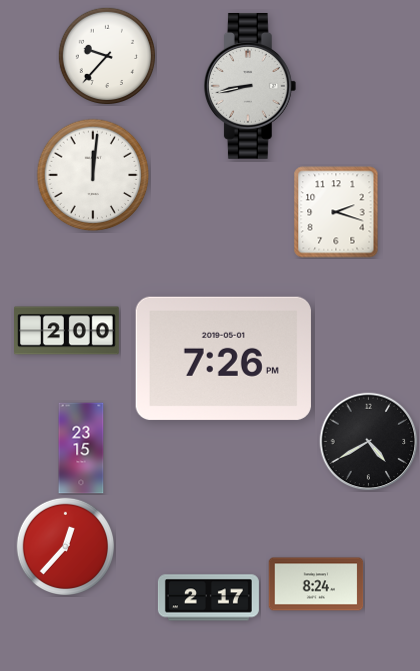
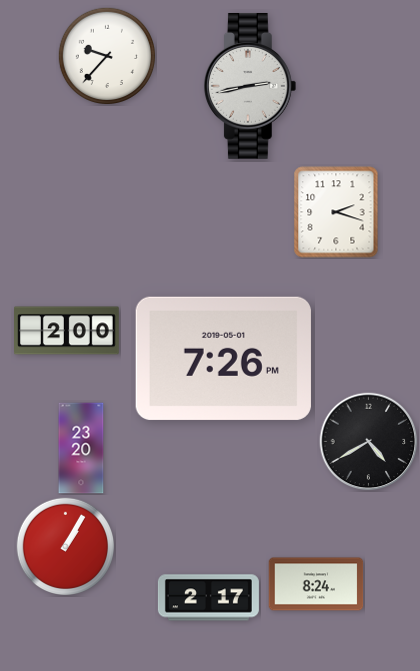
clock at (250, 86): 8:43 -> 2:43
clock at (93, 175): 12:01 -> none
clock at (81, 448): 23:15 -> 23:20
clock at (65, 546): 12:37 -> 1:05
